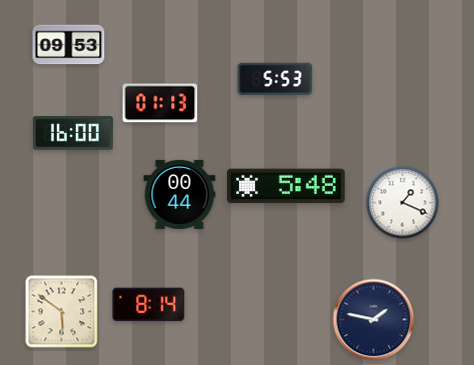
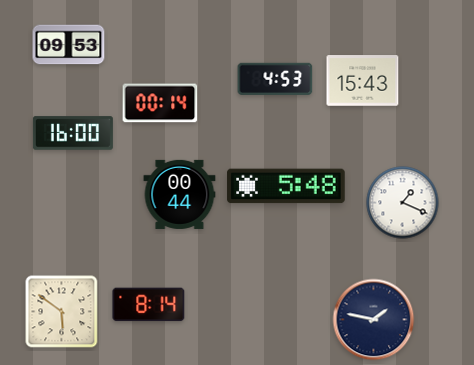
clock at (275, 79): 5:53 -> 4:53
clock at (363, 81): none -> 15:43
clock at (160, 103): 01:13 -> 00:14
